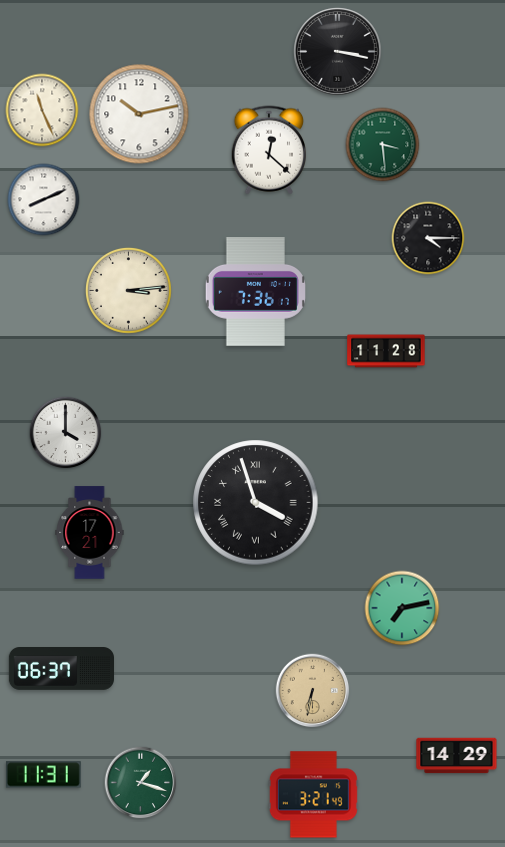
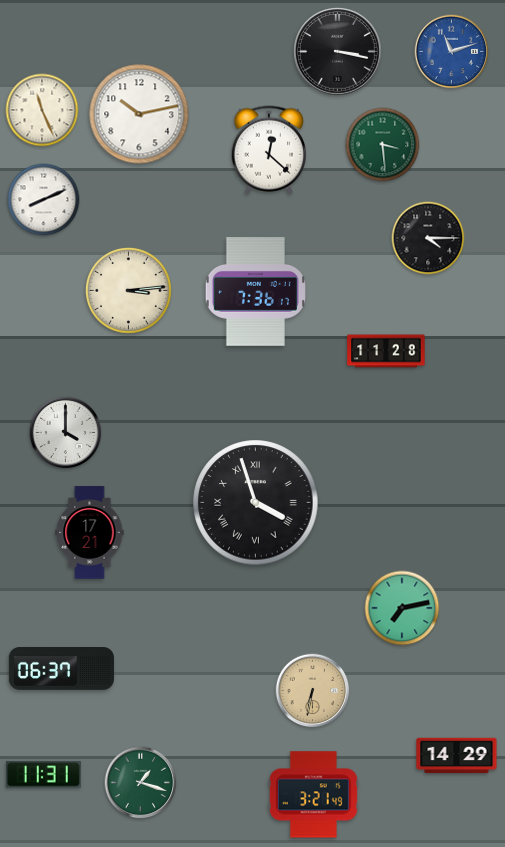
clock at (452, 52): none -> 11:12
